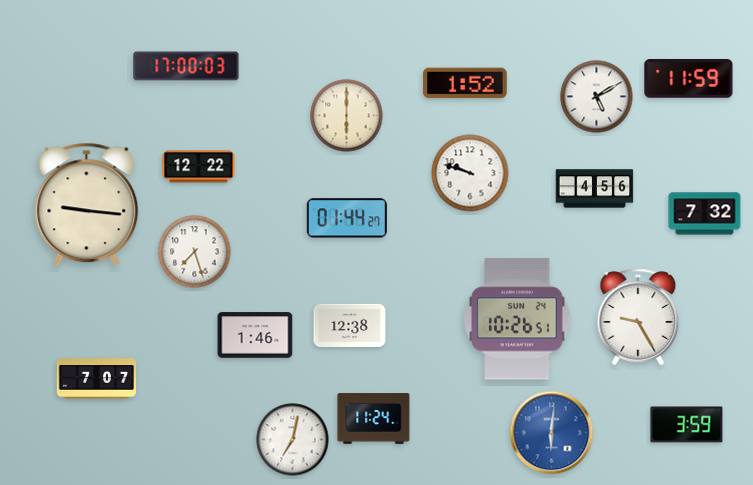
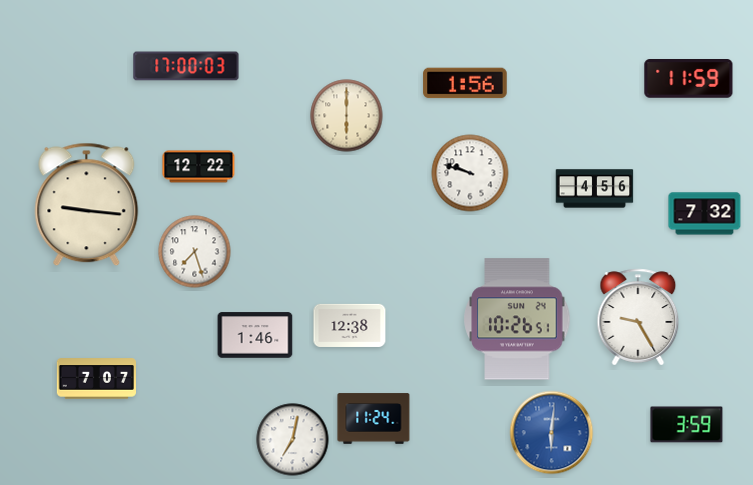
clock at (465, 83): 1:52 -> 1:56
clock at (597, 97): 5:10 -> none
clock at (347, 218): 01:44 -> none
